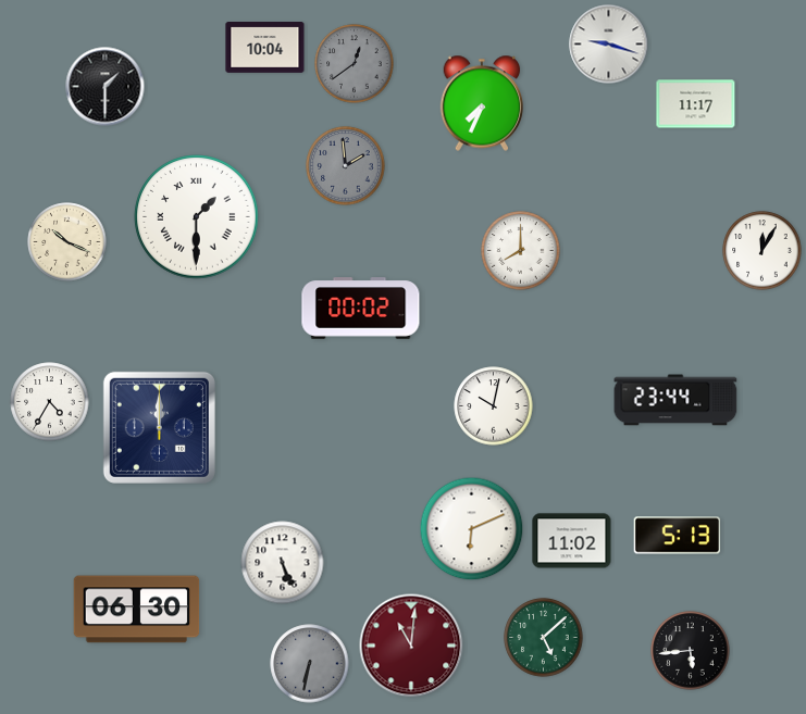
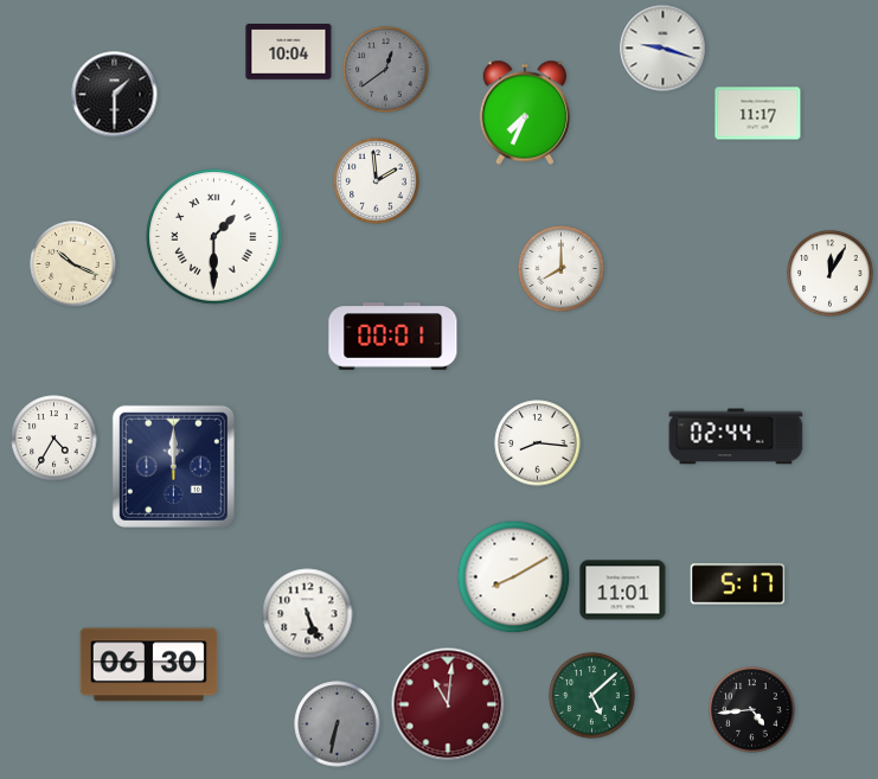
clock at (346, 166) dial: grey -> white
clock at (521, 251) position: (521, 251) -> (562, 269)
clock at (361, 309): 00:02 -> 00:01
clock at (675, 400): 23:44 -> 02:44
clock at (494, 406): 10:02 -> 8:16
clock at (472, 529): 6:11 -> 8:10
clock at (678, 536): 5:13 -> 5:17
clock at (572, 541): 11:02 -> 11:01
clock at (691, 651): 5:44 -> 4:44
